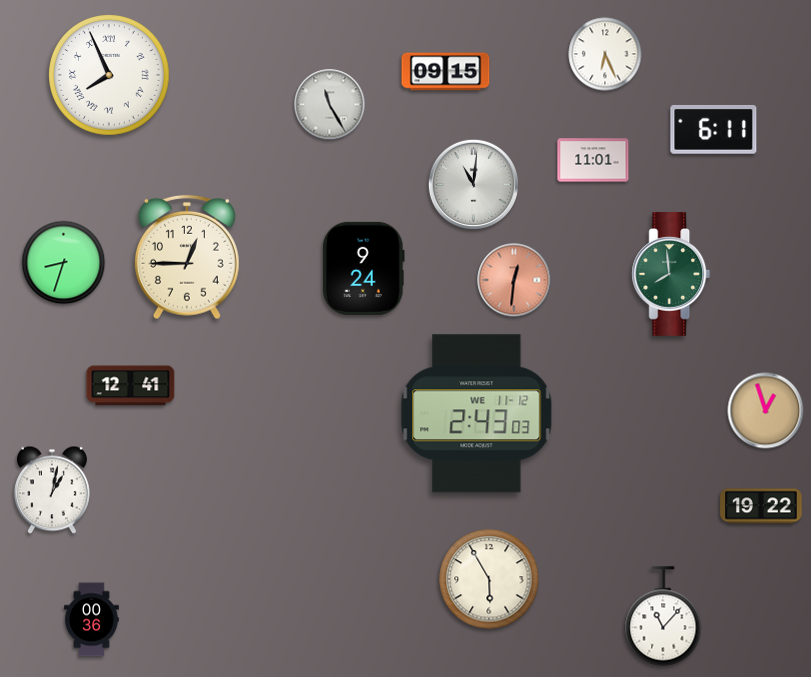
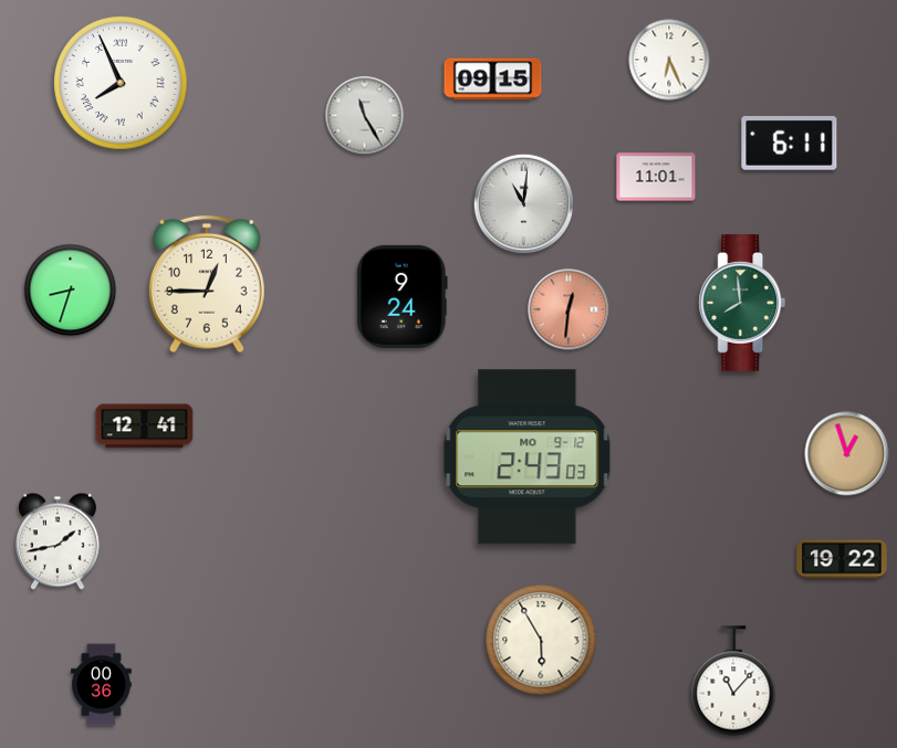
clock at (477, 414) date: WE 11-12 -> MO 9-12
clock at (52, 490): 1:02 -> 1:43
